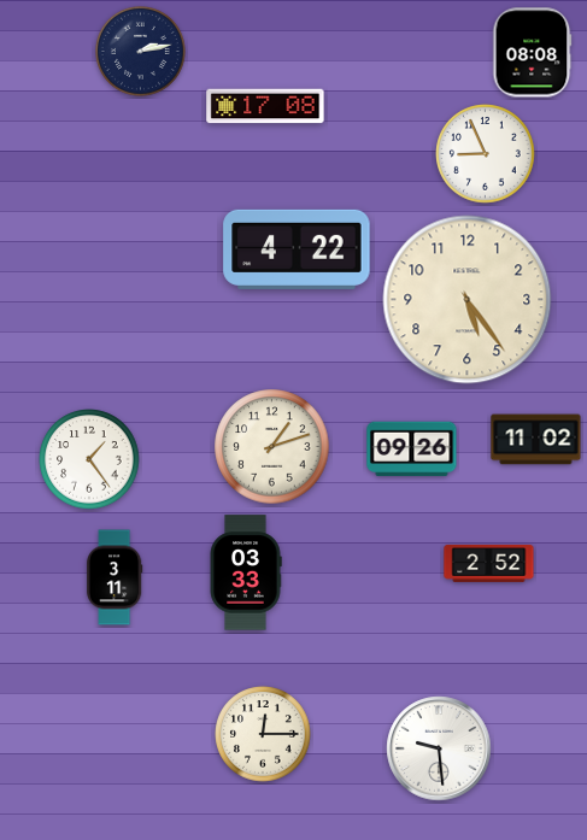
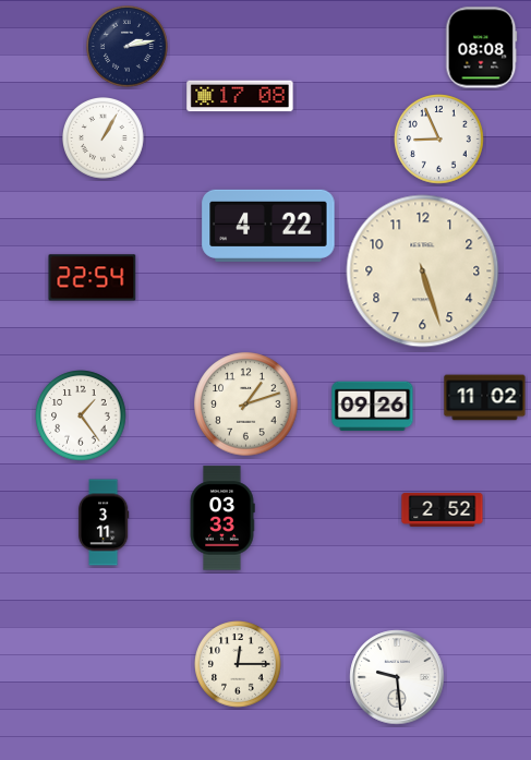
clock at (104, 138): none -> 1:05
clock at (468, 300): 5:24 -> 5:27
clock at (93, 278): none -> 22:54
